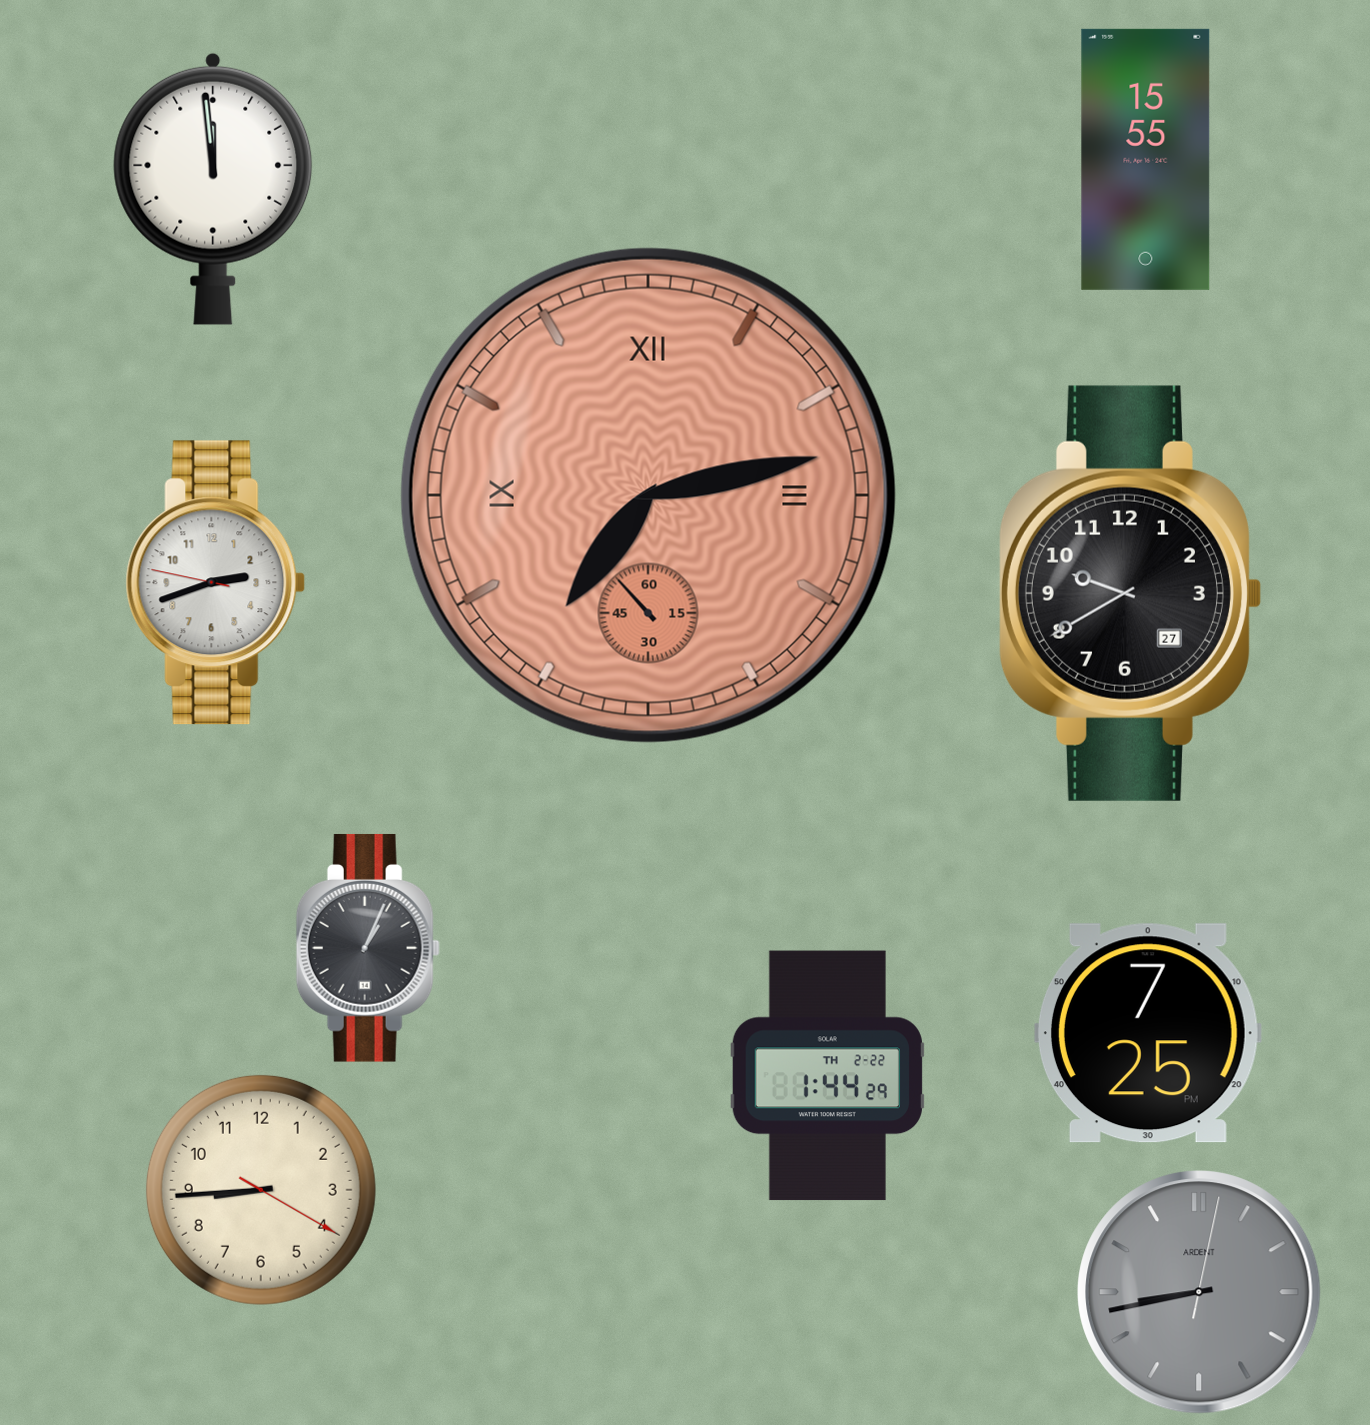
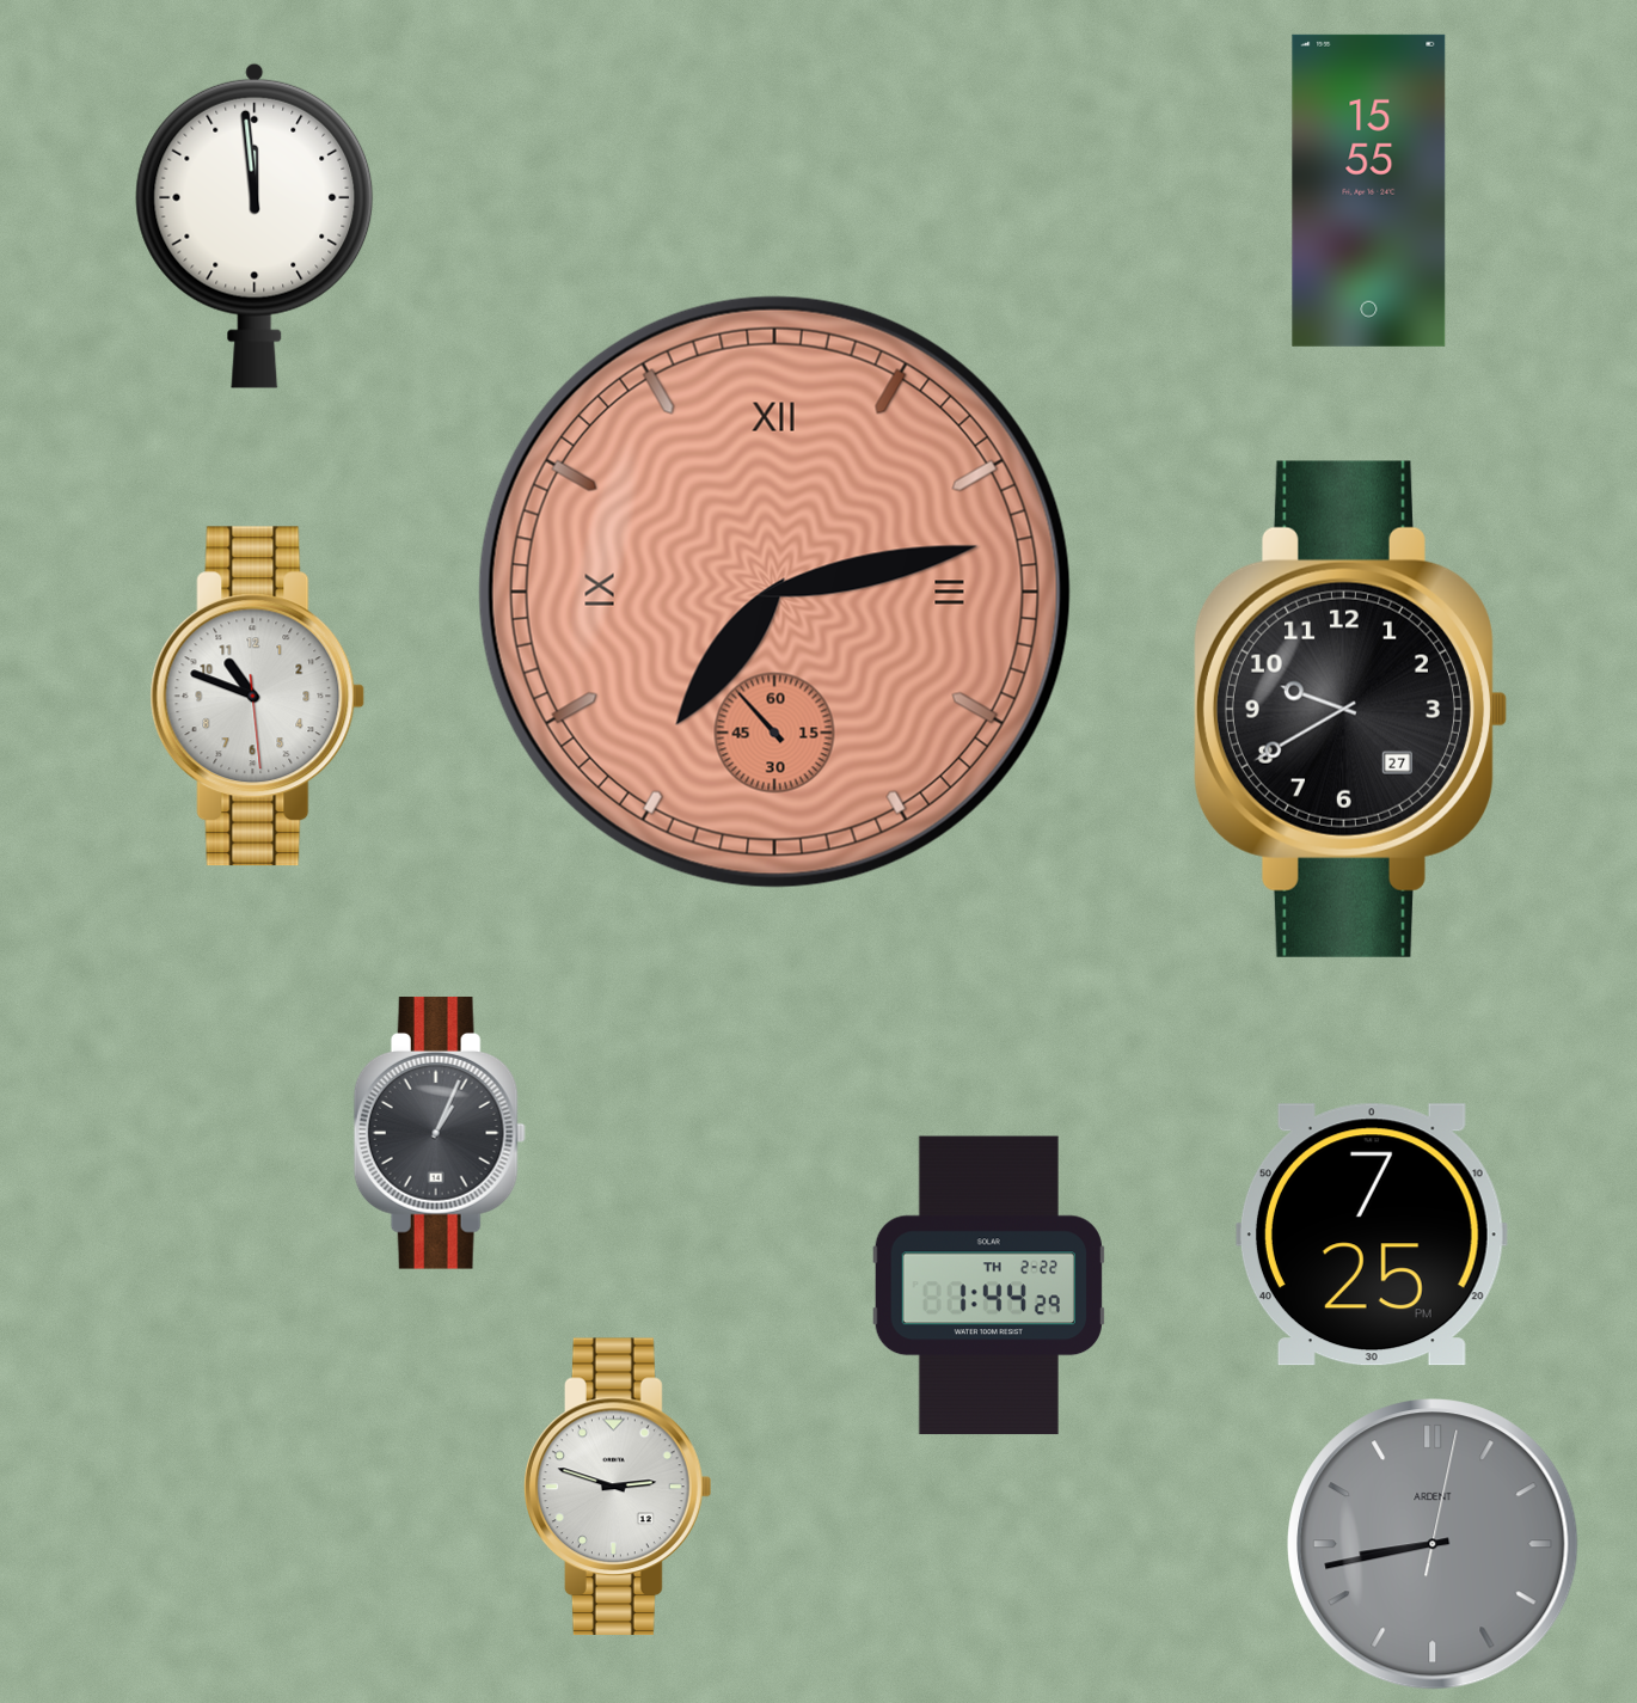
clock at (216, 583): 2:41 -> 10:48
clock at (261, 1190): 8:44 -> none
clock at (619, 1487): none -> 2:48
